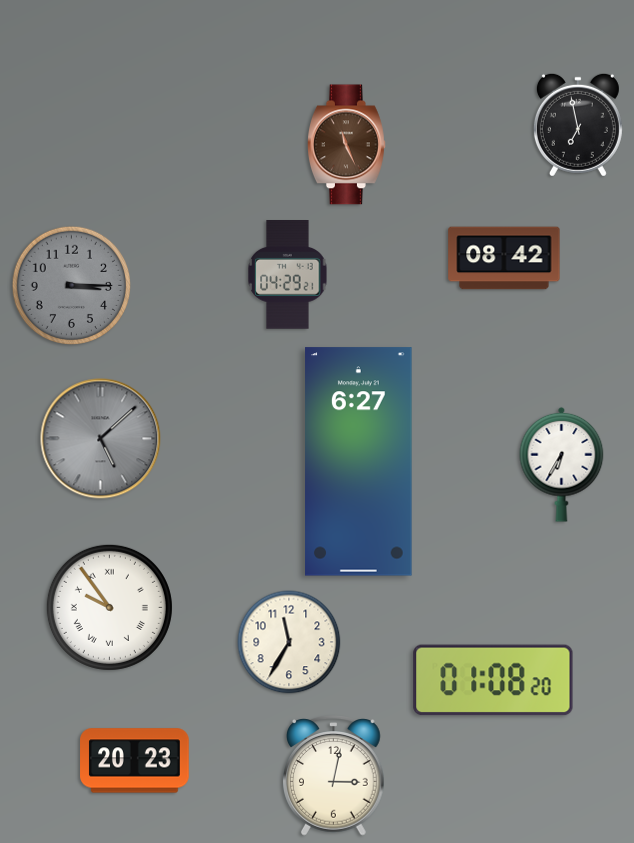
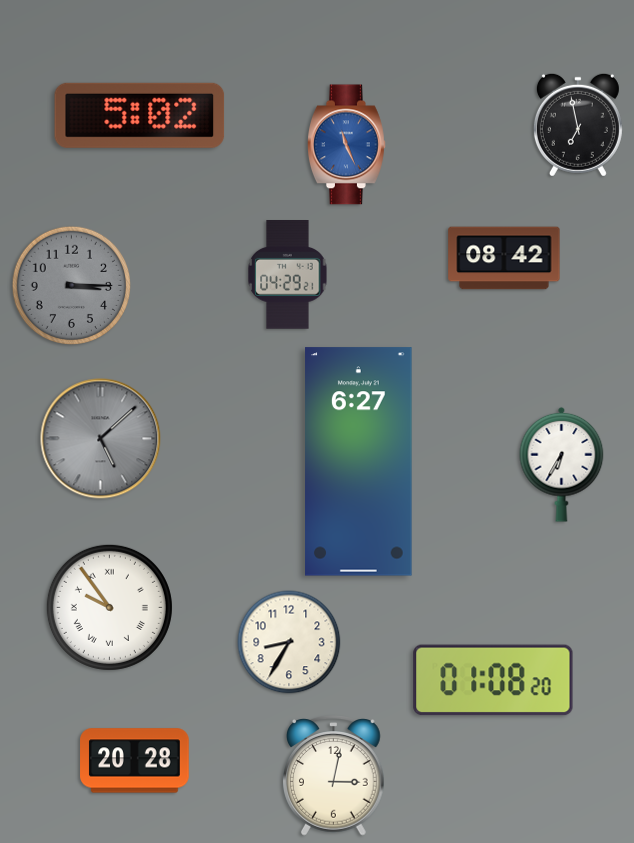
clock at (140, 115): none -> 5:02
clock at (347, 145) dial: brown -> blue
clock at (289, 642): 11:35 -> 8:35
clock at (135, 761): 20:23 -> 20:28
